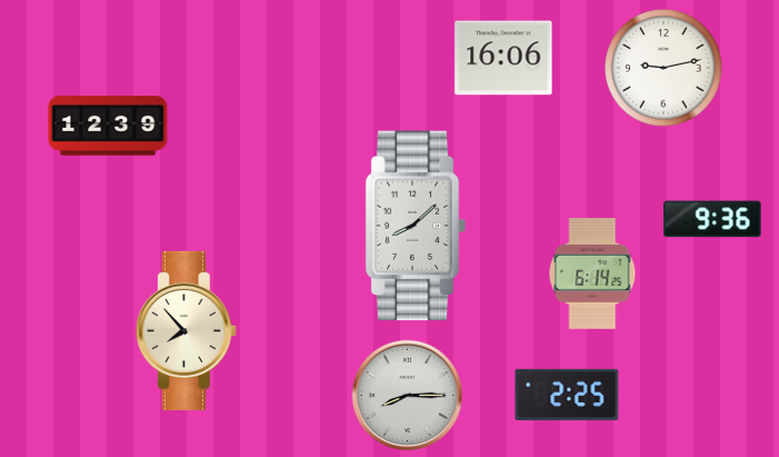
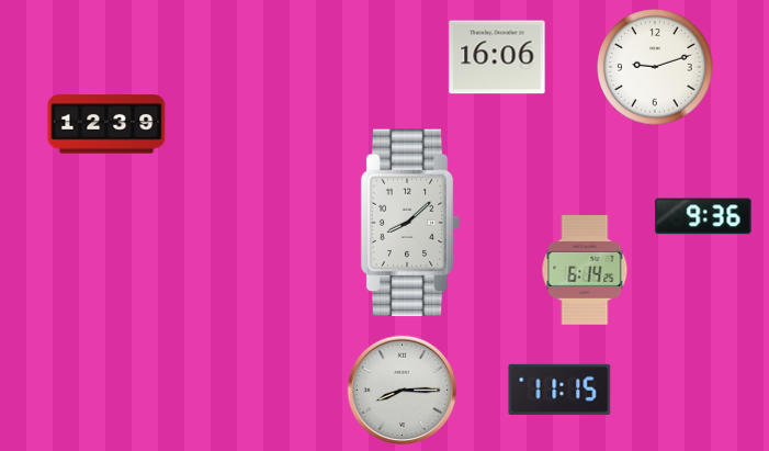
clock at (663, 68): 9:13 -> 9:12
clock at (186, 330): 7:53 -> none
clock at (567, 395): 2:25 -> 11:15
